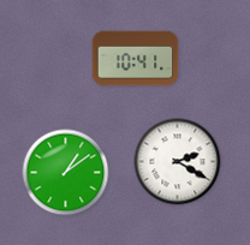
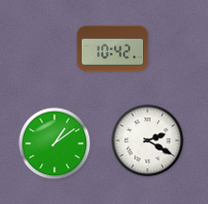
clock at (136, 59): 10:41 -> 10:42
clock at (178, 162) position: (178, 162) -> (148, 141)
